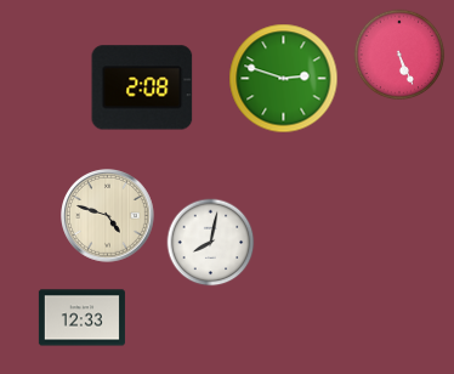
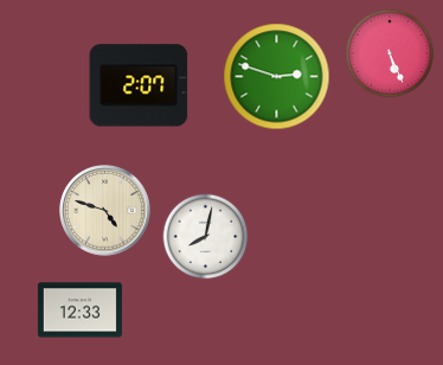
clock at (142, 87): 2:08 -> 2:07
